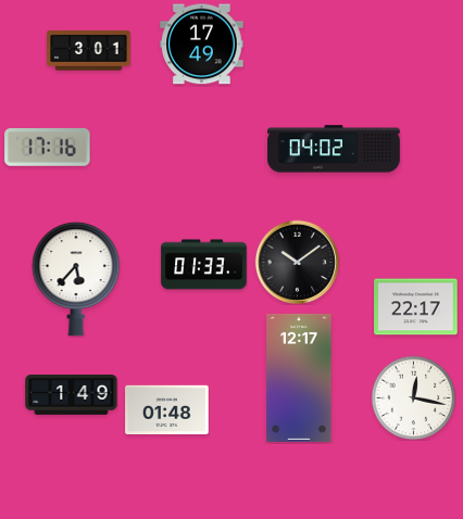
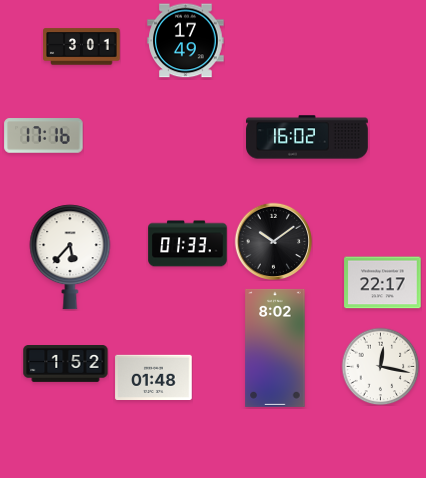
clock at (334, 149): 04:02 -> 16:02
clock at (299, 378): 12:17 -> 8:02
clock at (72, 395): 1:49 -> 1:52
